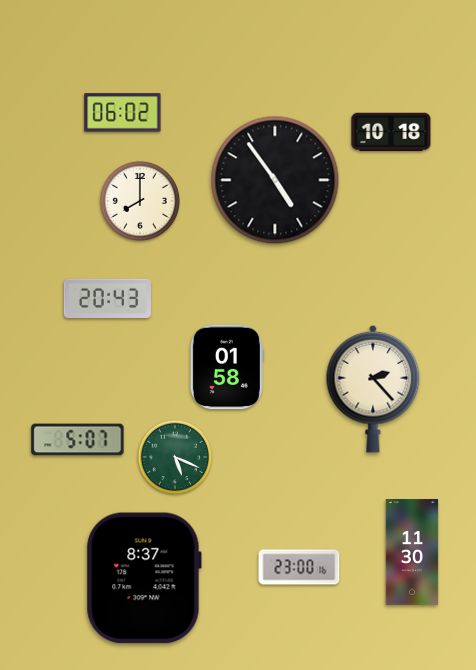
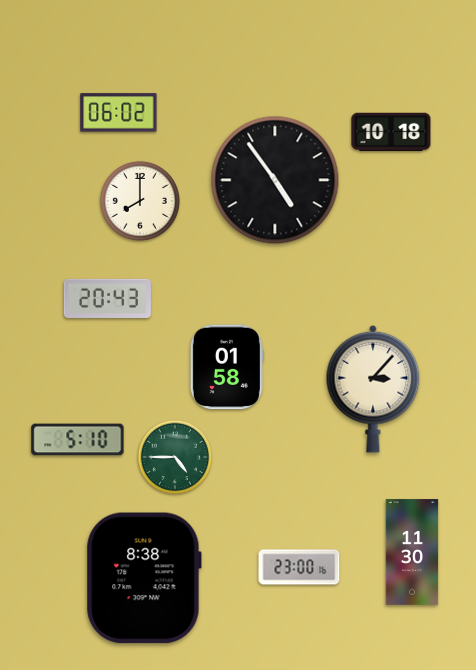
clock at (123, 113) position: (123, 113) -> (119, 113)
clock at (373, 389): 2:23 -> 3:07
clock at (78, 440): 5:07 -> 5:10
clock at (175, 457): 5:19 -> 4:45
clock at (144, 578): 8:37 -> 8:38
